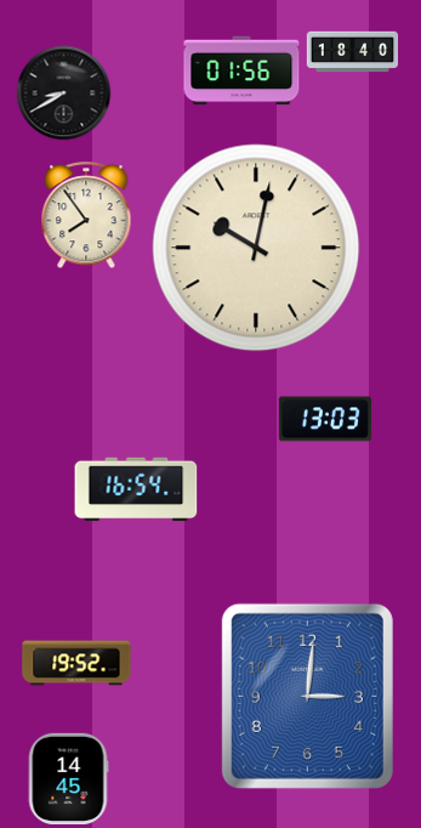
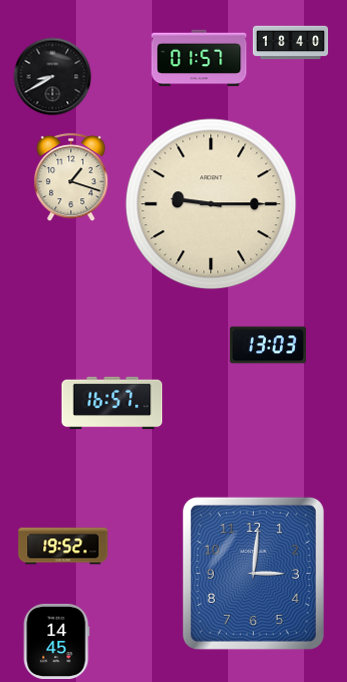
clock at (241, 70): 01:56 -> 01:57
clock at (86, 216): 7:54 -> 1:18
clock at (256, 248): 10:02 -> 9:15
clock at (136, 489): 16:54 -> 16:57
